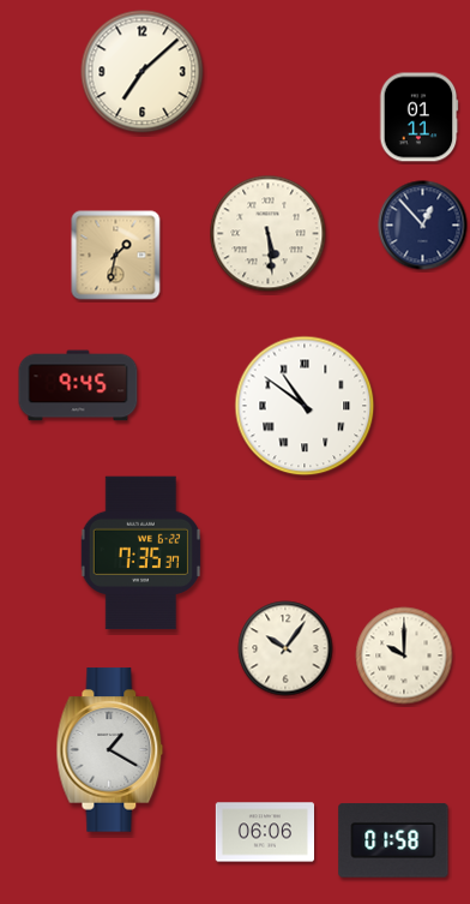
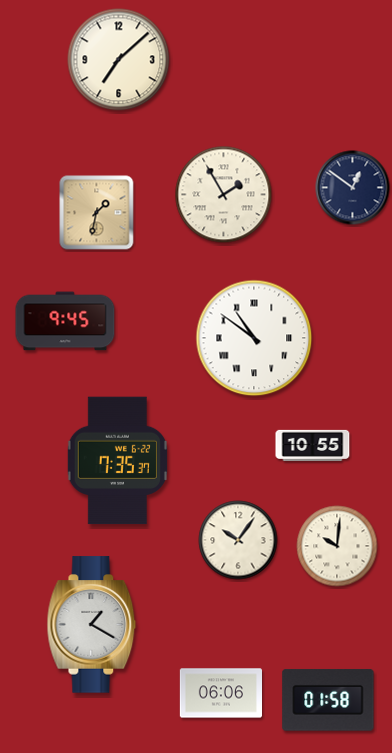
clock at (418, 118): 01:11 -> none
clock at (423, 226): 12:53 -> 12:51
clock at (269, 234): 5:29 -> 1:55
clock at (313, 445): none -> 10:55
clock at (404, 655): 10:00 -> 10:01
